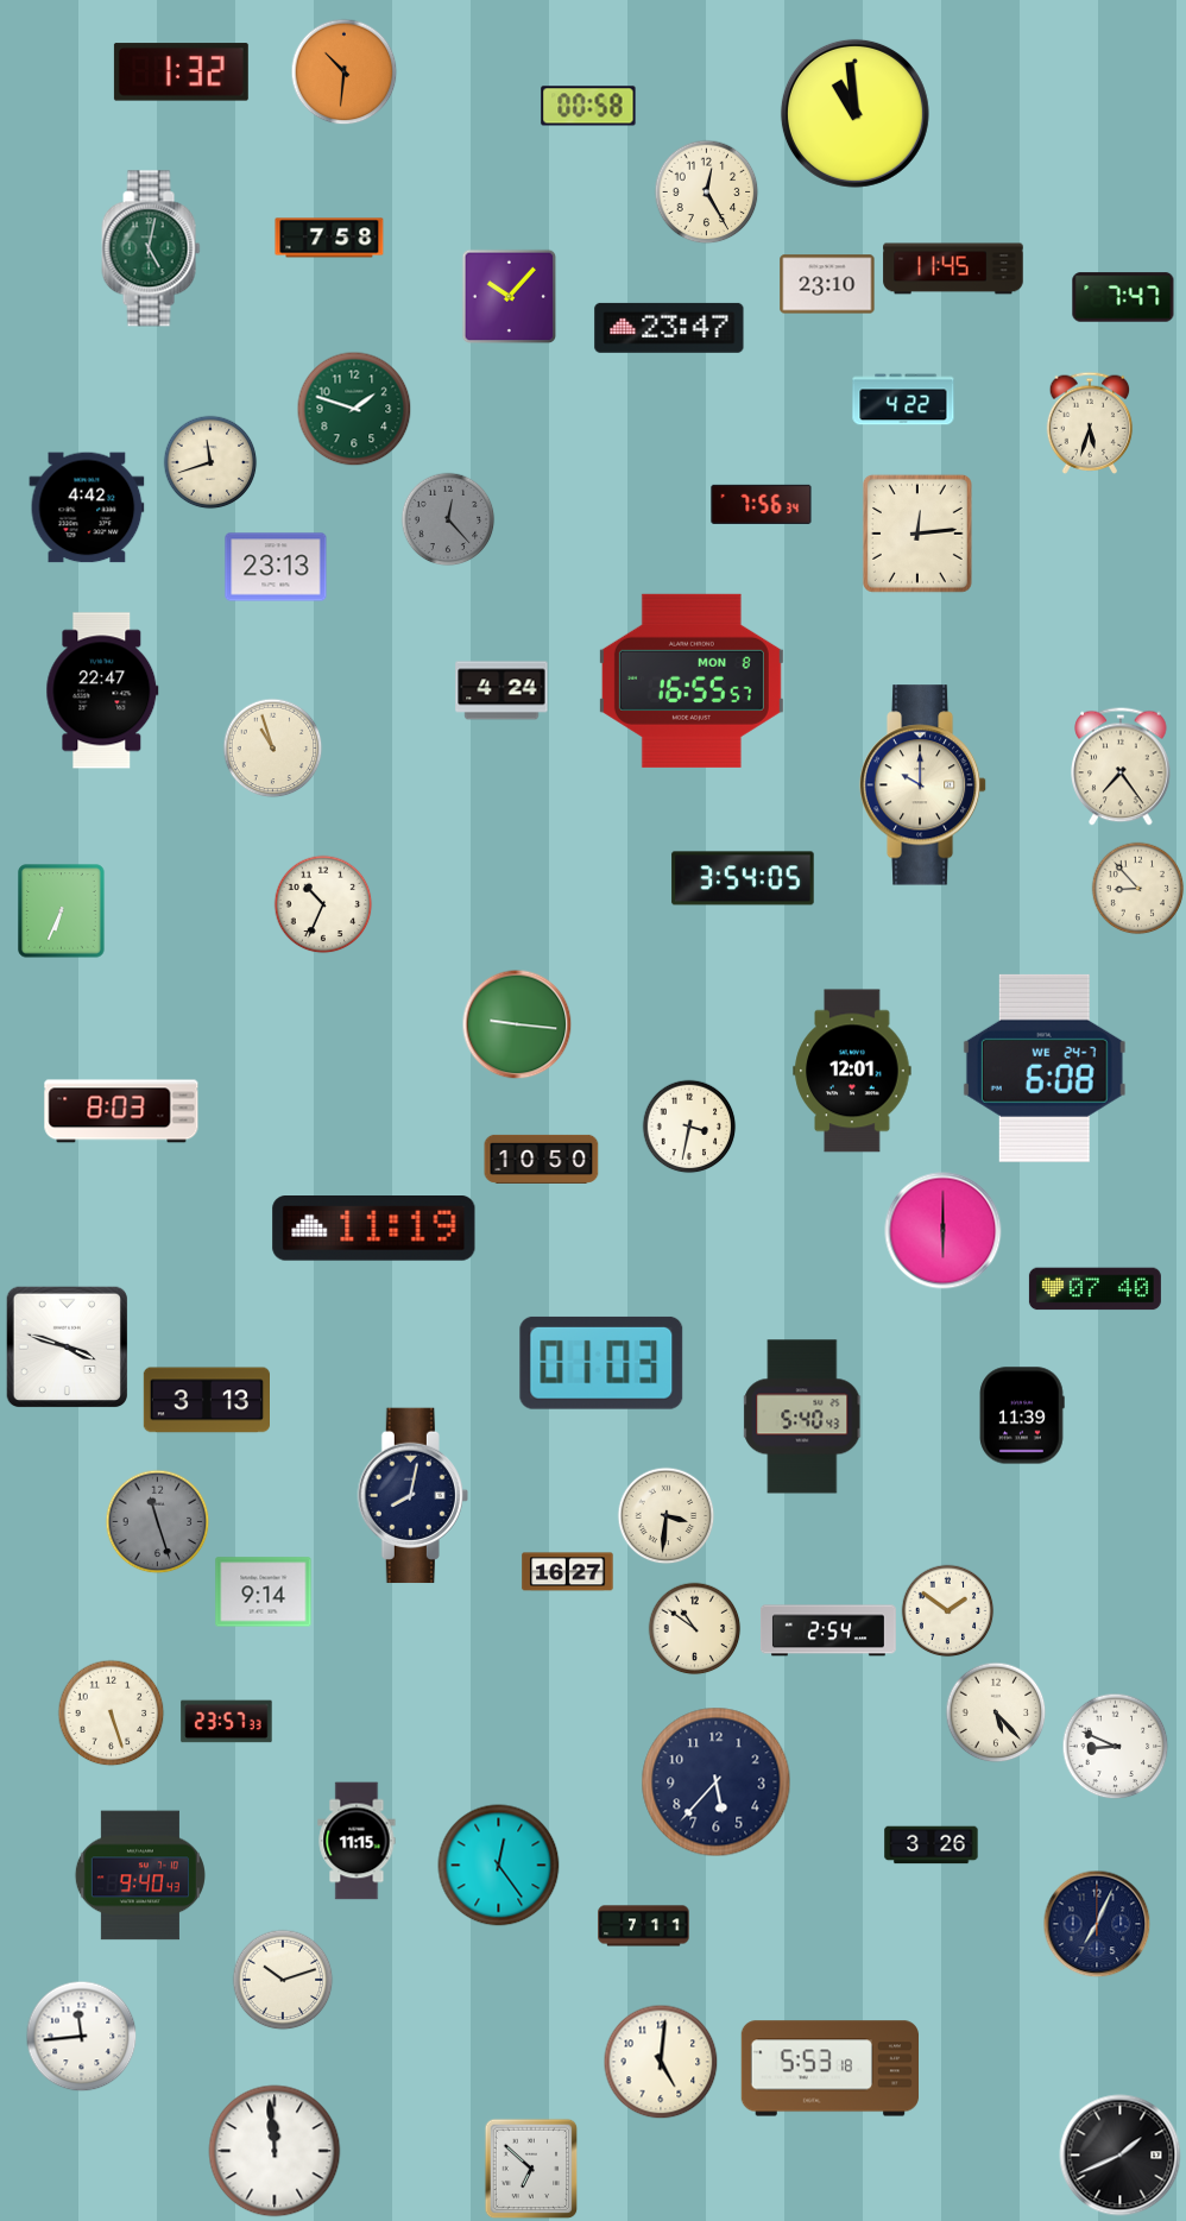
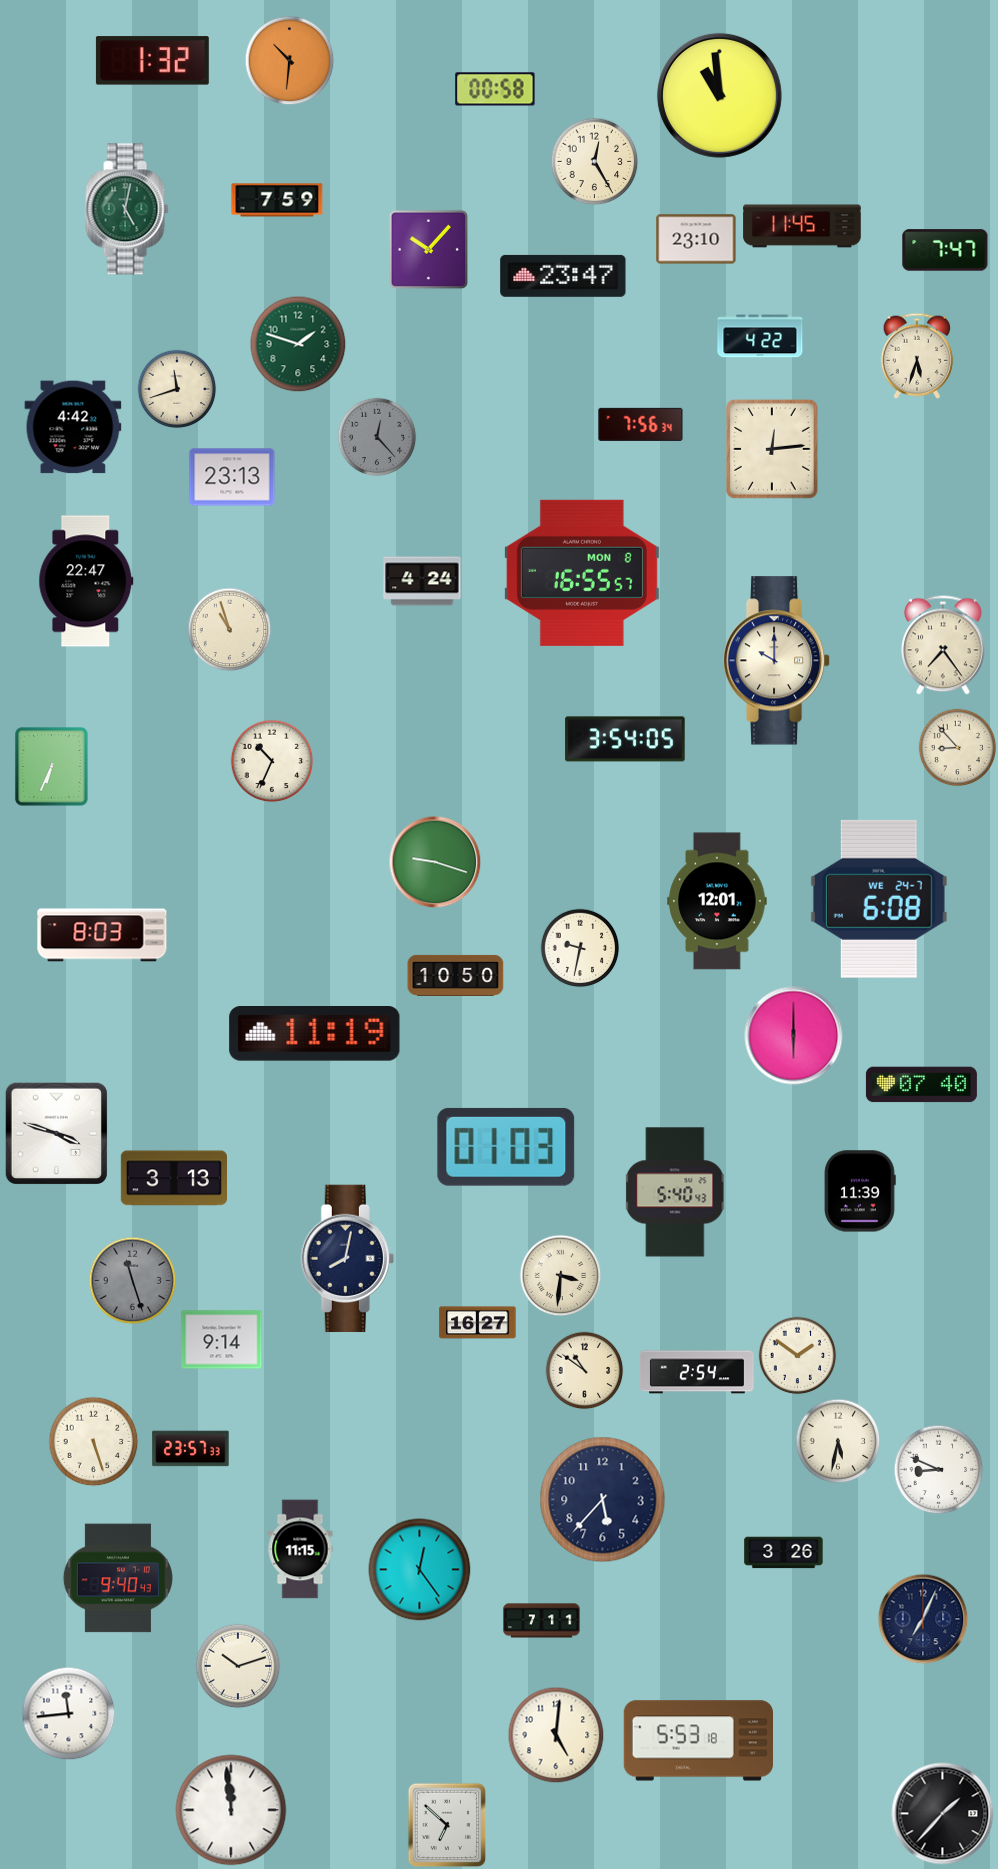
clock at (329, 238): 7:58 -> 7:59
clock at (517, 1024): 9:16 -> 9:18
clock at (689, 1127): 3:32 -> 9:32
clock at (996, 1712): 5:23 -> 5:32
clock at (1121, 2156): 1:41 -> 1:37
